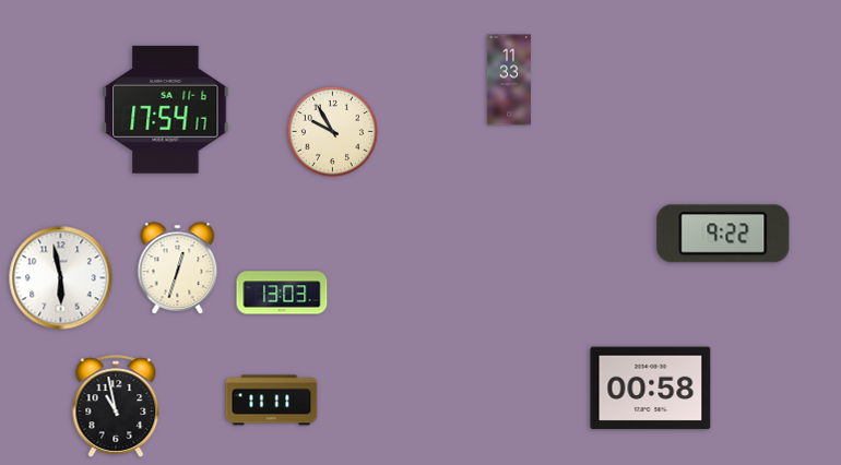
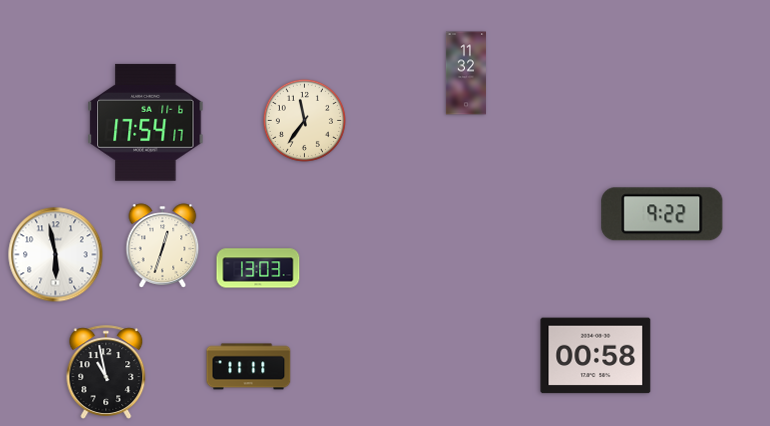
clock at (509, 80): 11:33 -> 11:32
clock at (166, 109) position: (166, 109) -> (146, 122)
clock at (332, 131): 9:55 -> 11:36
